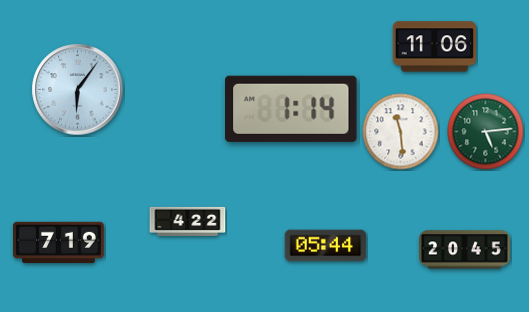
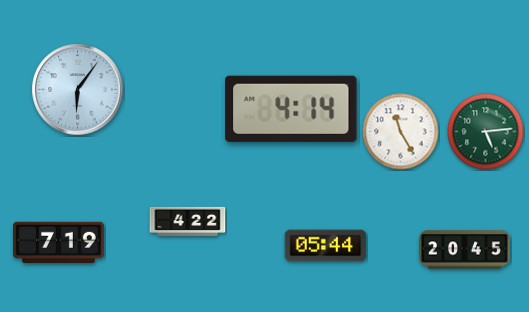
clock at (435, 47): 11:06 -> none
clock at (291, 109): 1:14 -> 4:14
clock at (401, 132): 11:29 -> 11:25
